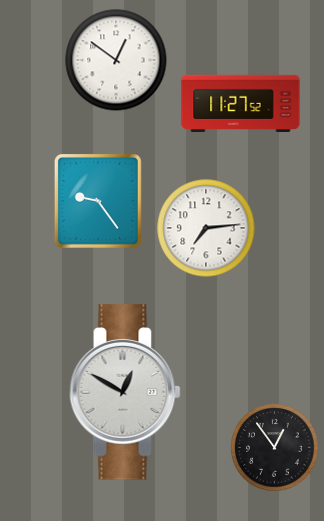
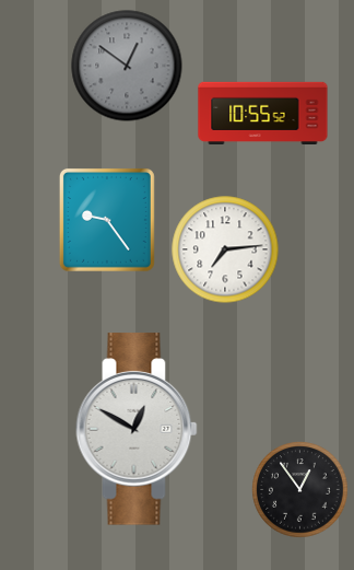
clock at (116, 60) dial: white -> grey
clock at (241, 103): 11:27 -> 10:55
